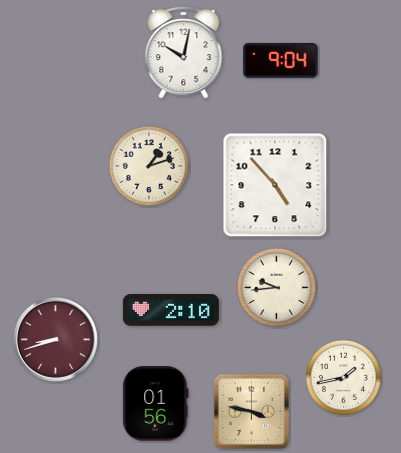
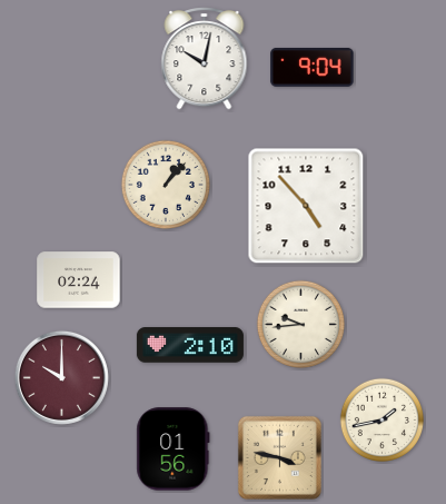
clock at (148, 165): 1:12 -> 1:07
clock at (79, 280): none -> 02:24
clock at (276, 287) position: (276, 287) -> (300, 324)
clock at (55, 339): 8:42 -> 10:00
